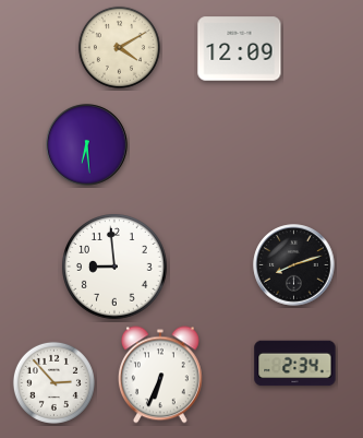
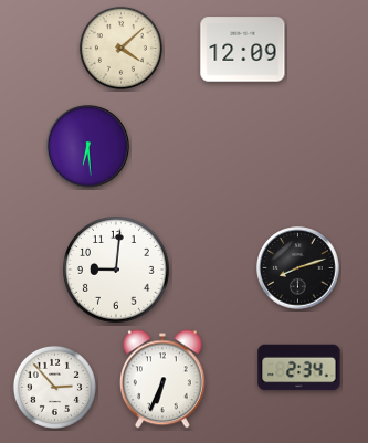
clock at (119, 47): 4:10 -> 4:08
clock at (116, 268): 8:59 -> 9:01
